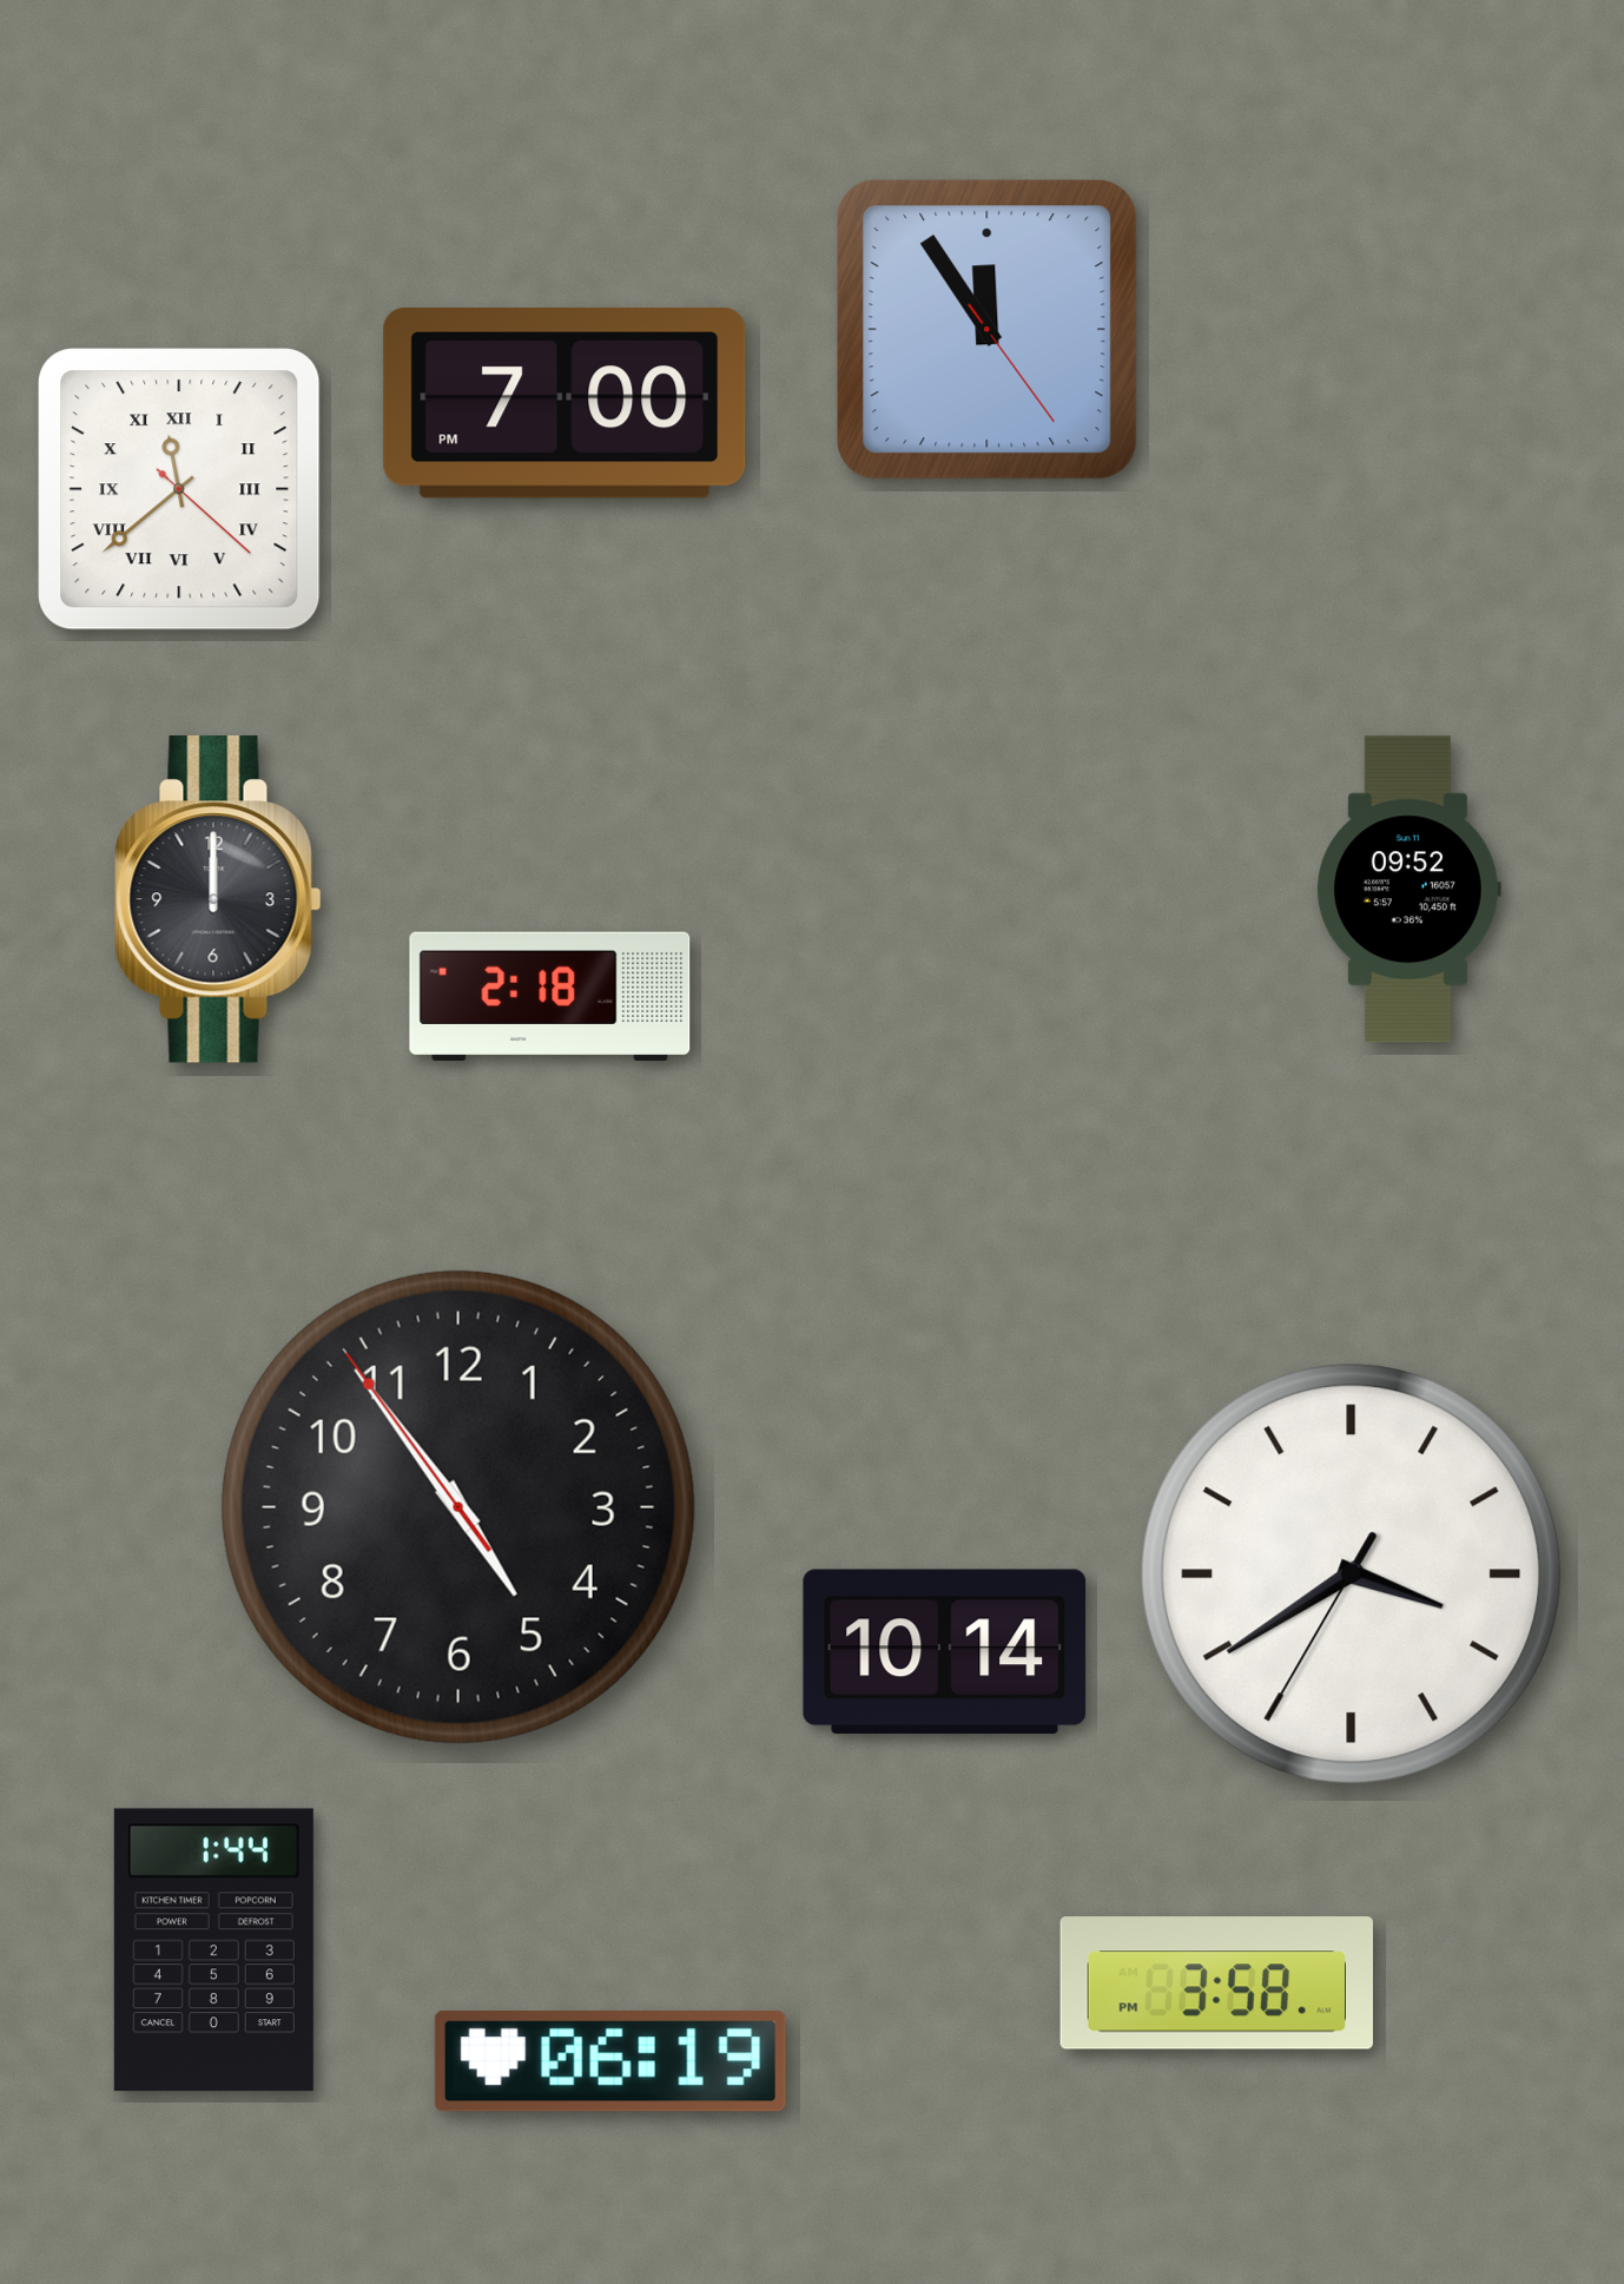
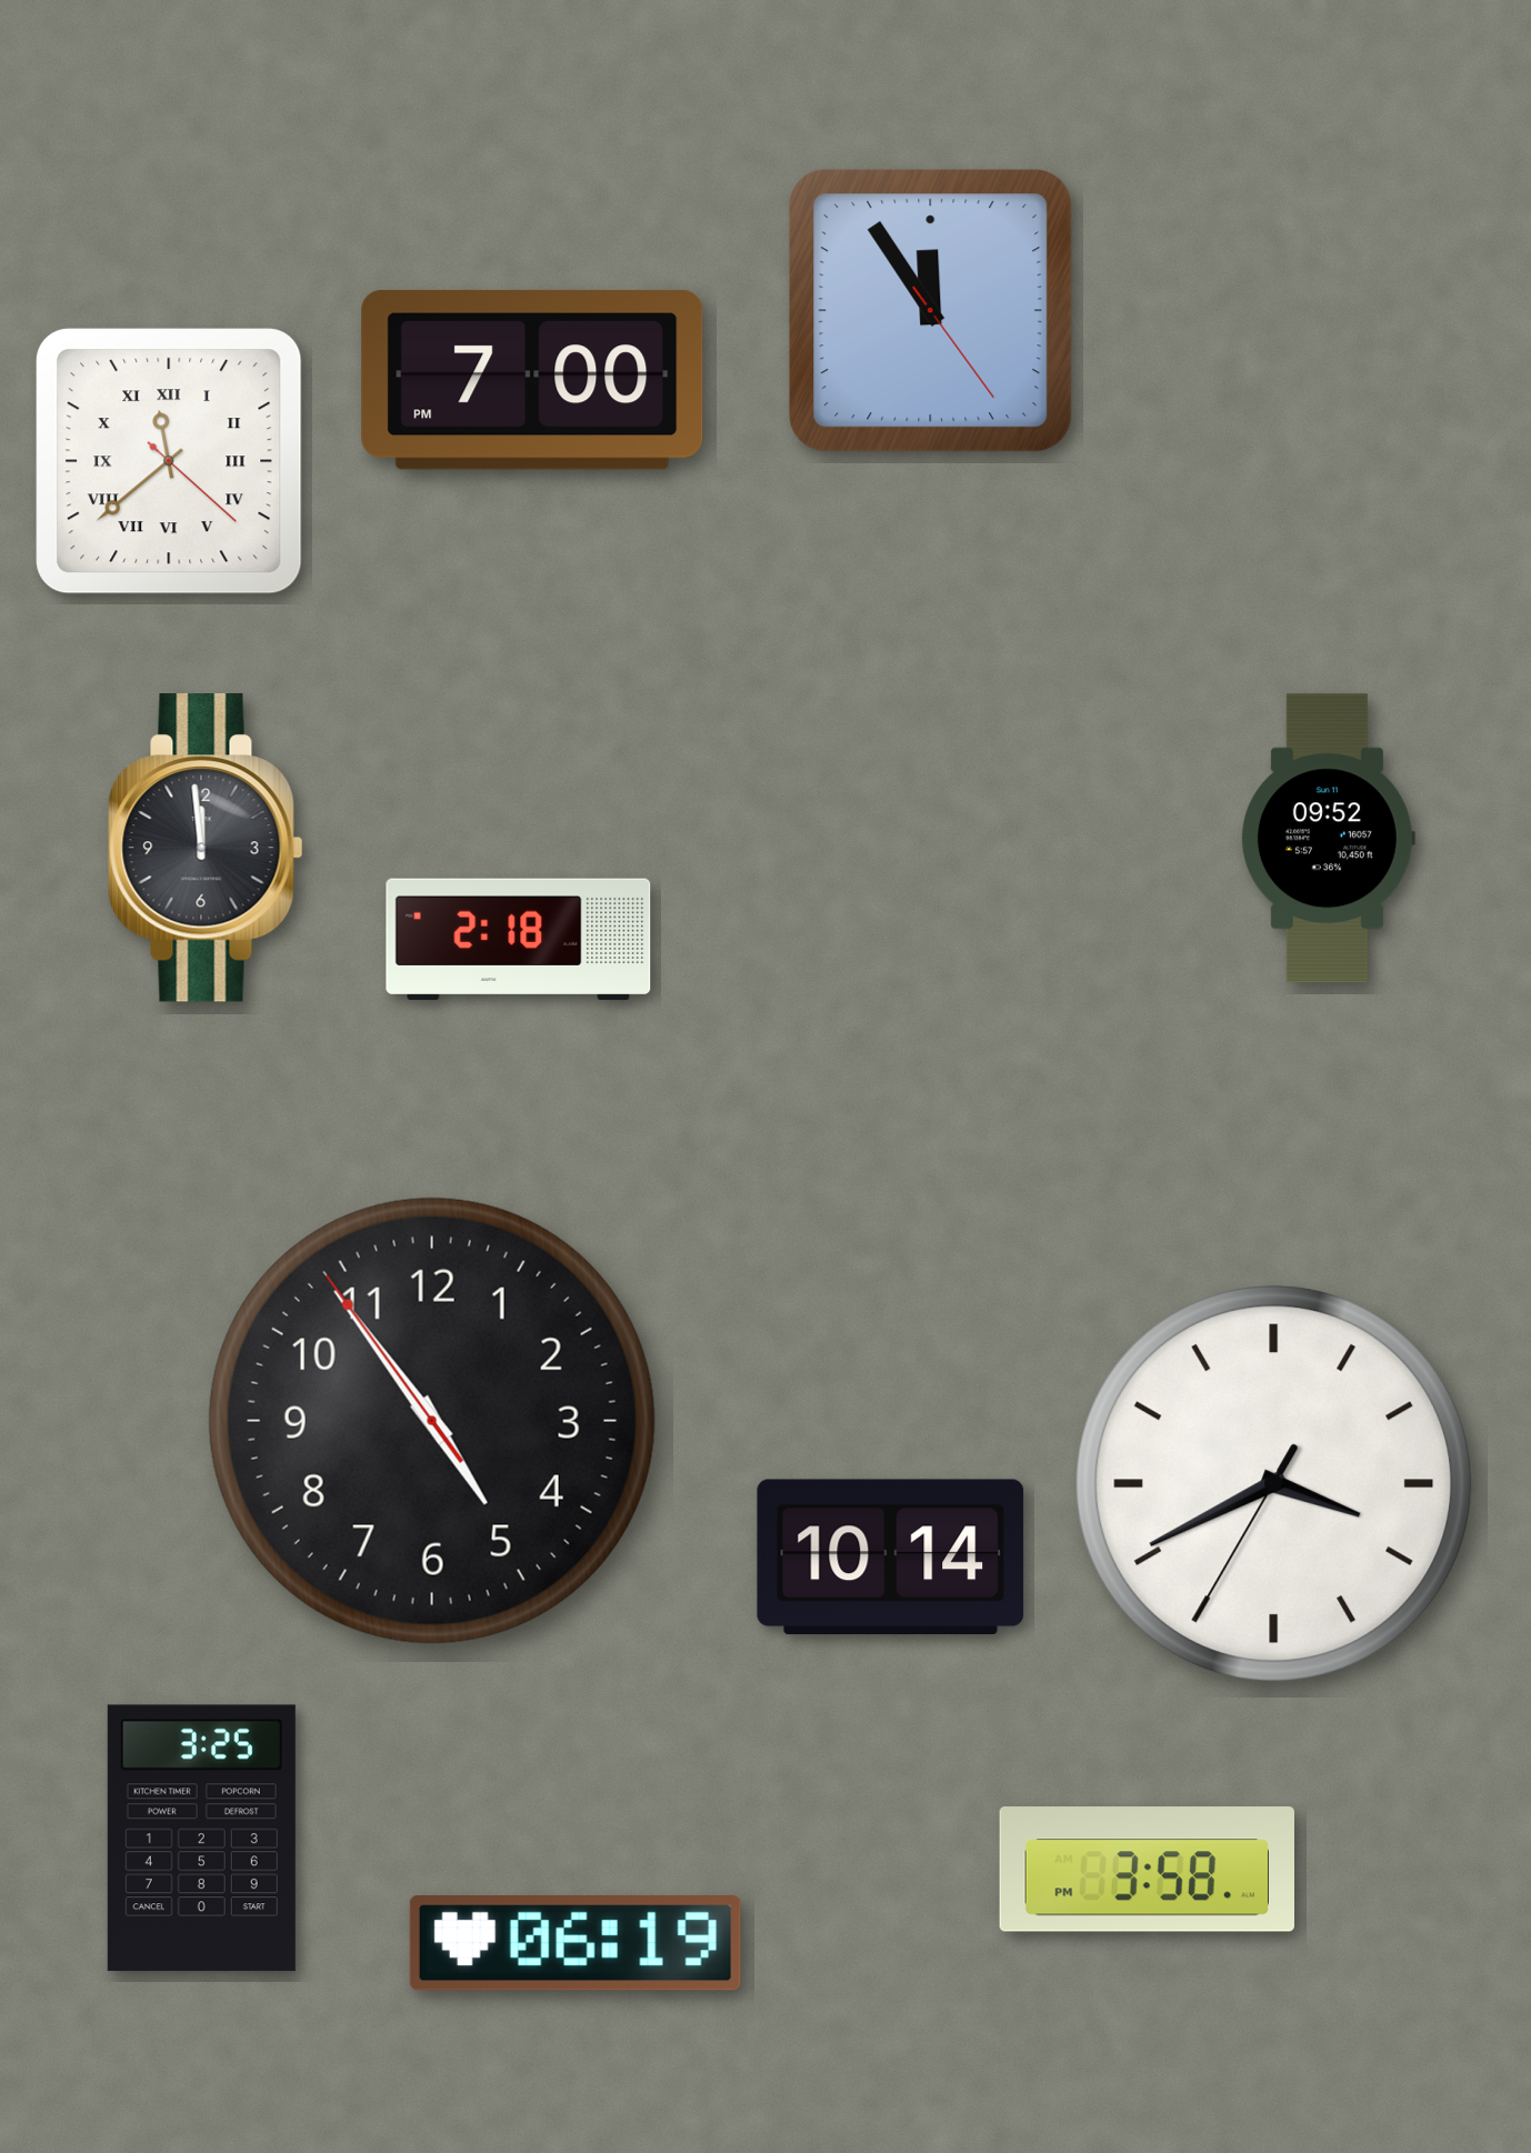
clock at (218, 899): 12:00 -> 11:59
clock at (1352, 1575): 3:39 -> 3:40
clock at (213, 1950): 1:44 -> 3:25
